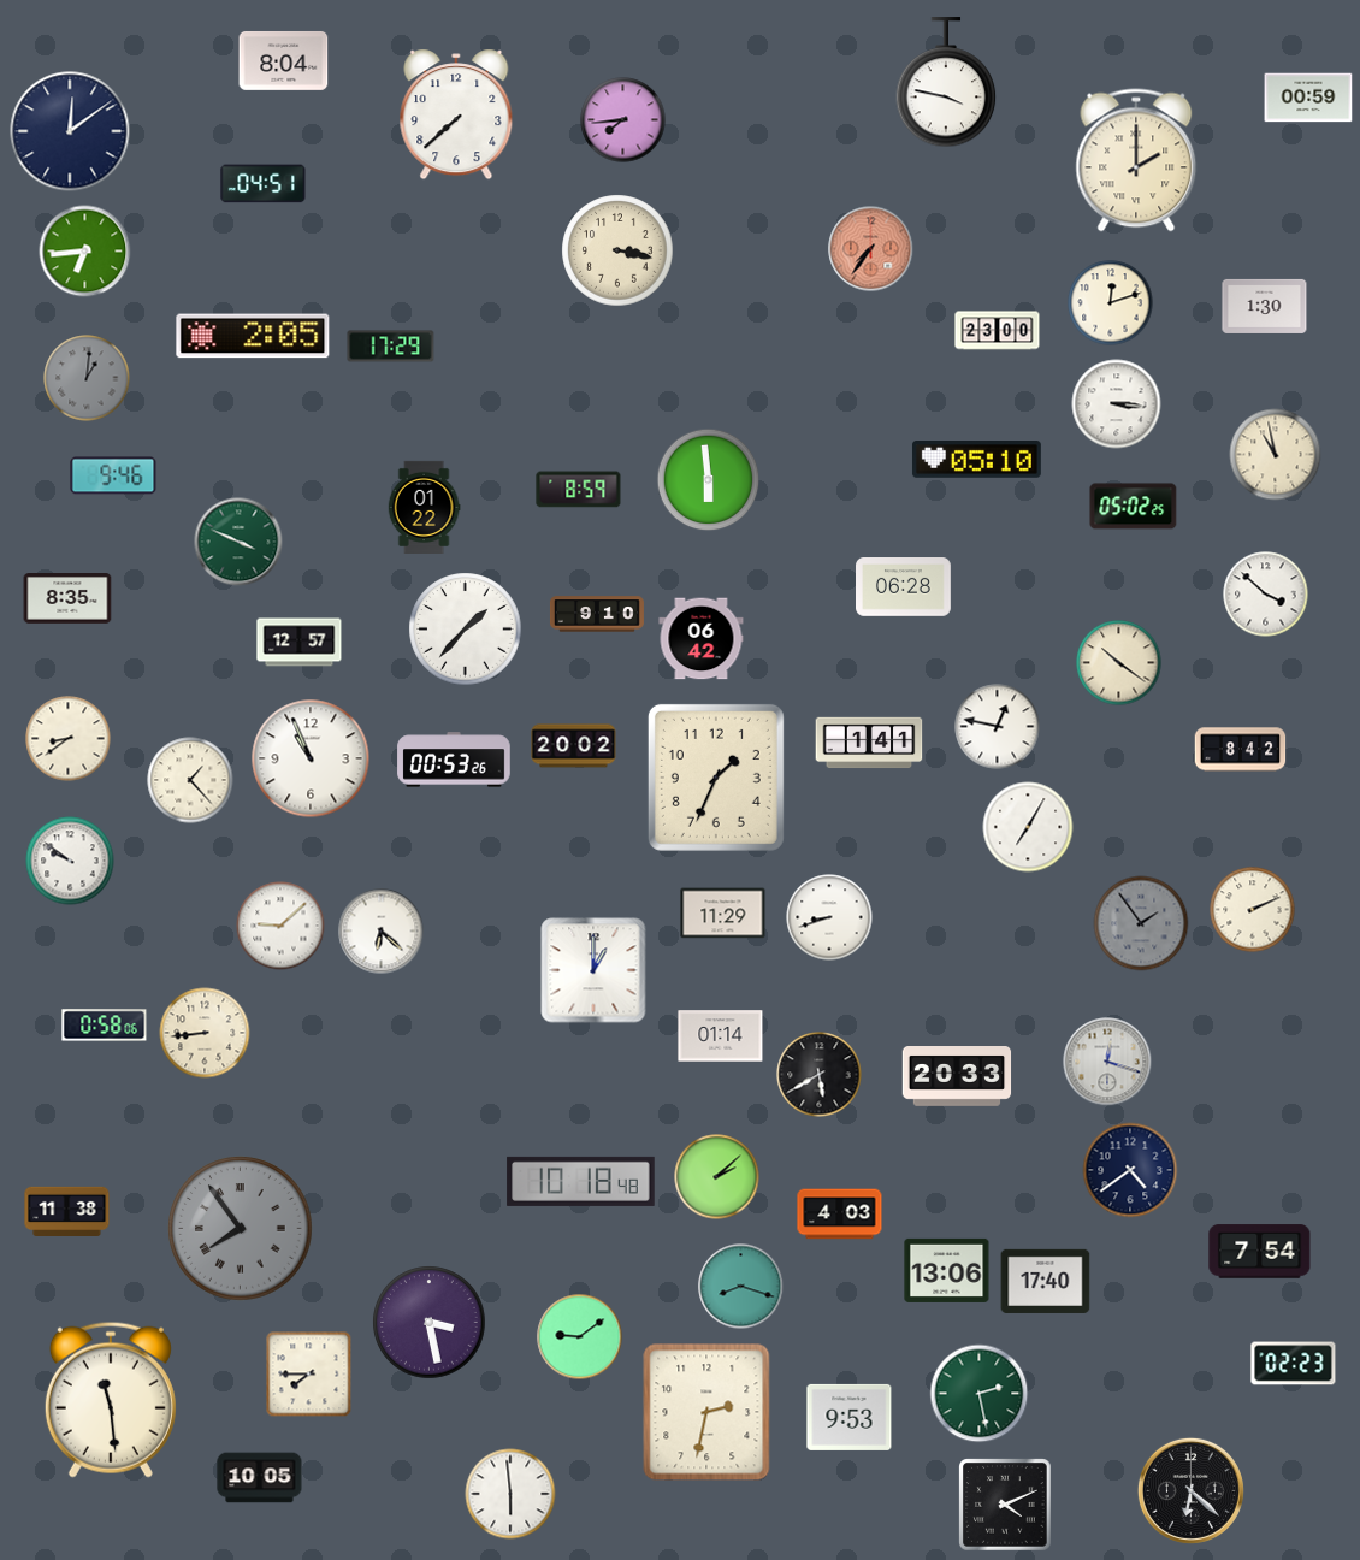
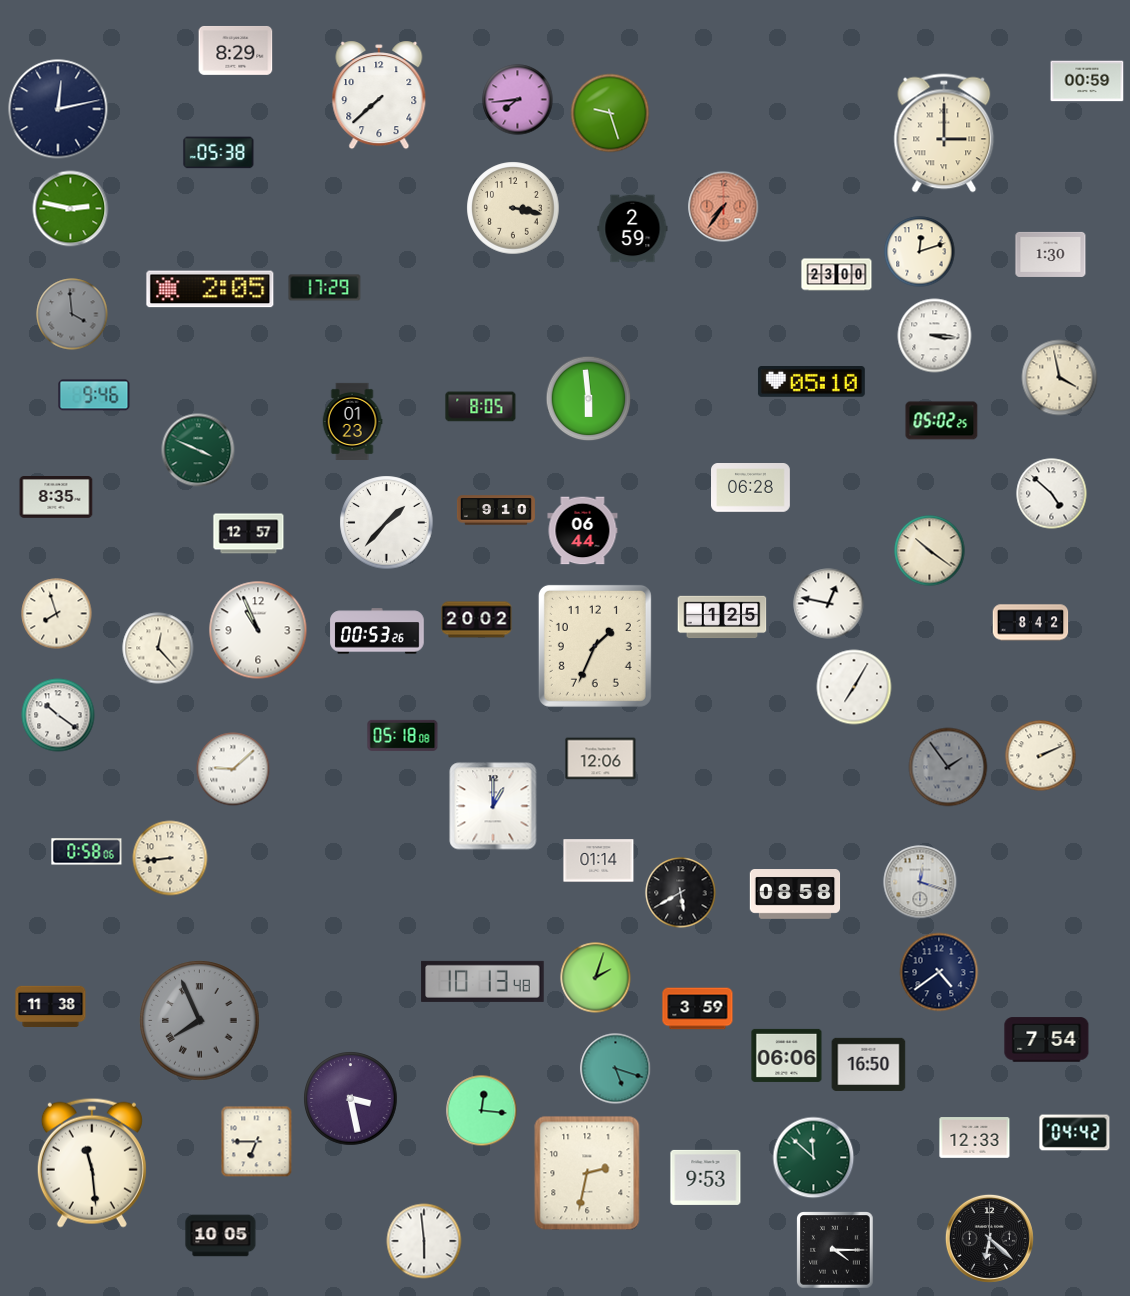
clock at (284, 60): 8:04 -> 8:29
clock at (946, 83): 3:47 -> none
clock at (70, 131): 12:09 -> 12:13
clock at (610, 113): none -> 9:27
clock at (1136, 160): 2:00 -> 3:00
clock at (264, 184): 04:51 -> 05:38
clock at (85, 252): 6:44 -> 2:47
clock at (633, 229): none -> 2:59
clock at (1111, 303) position: (1111, 303) -> (920, 252)
clock at (998, 331) position: (998, 331) -> (837, 275)
clock at (253, 336) position: (253, 336) -> (210, 289)
clock at (87, 378): 1:01 -> 3:59
clock at (1117, 404) position: (1117, 404) -> (935, 336)
clock at (1276, 455): 10:58 -> 3:58
clock at (579, 490): 8:59 -> 8:05
clock at (424, 507): 01:22 -> 01:23
clock at (1266, 595): 3:52 -> 4:52
clock at (702, 639): 06:42 -> 06:44
clock at (69, 739): 8:39 -> 7:57
clock at (869, 743): 1:41 -> 1:25
clock at (190, 780): 1:23 -> 12:23
clock at (70, 861): 9:51 -> 10:21
clock at (403, 735): none -> 05:18
clock at (723, 914): 11:29 -> 12:06
clock at (829, 917): 8:42 -> none
clock at (382, 932): 6:22 -> none
clock at (957, 1077): 20:33 -> 08:58
clock at (717, 1177): 2:08 -> 2:03
clock at (581, 1181): 10:18 -> 10:13
clock at (67, 1212) position: (67, 1212) -> (51, 1007)
clock at (840, 1215): 4:03 -> 3:59
clock at (241, 1229): 7:54 -> 7:56
clock at (947, 1270): 13:06 -> 06:06
clock at (1046, 1281): 17:40 -> 16:50
clock at (741, 1287): 8:18 -> 5:18
clock at (430, 1323) position: (430, 1323) -> (351, 1099)
clock at (580, 1337): 9:09 -> 12:16
clock at (1294, 1364): 02:23 -> 04:42
clock at (975, 1138): none -> 12:33
clock at (309, 1375): 7:45 -> 6:45
clock at (980, 1394): 2:28 -> 11:52
clock at (260, 1478) position: (260, 1478) -> (221, 1236)
clock at (1005, 1505): 4:11 -> 4:15
